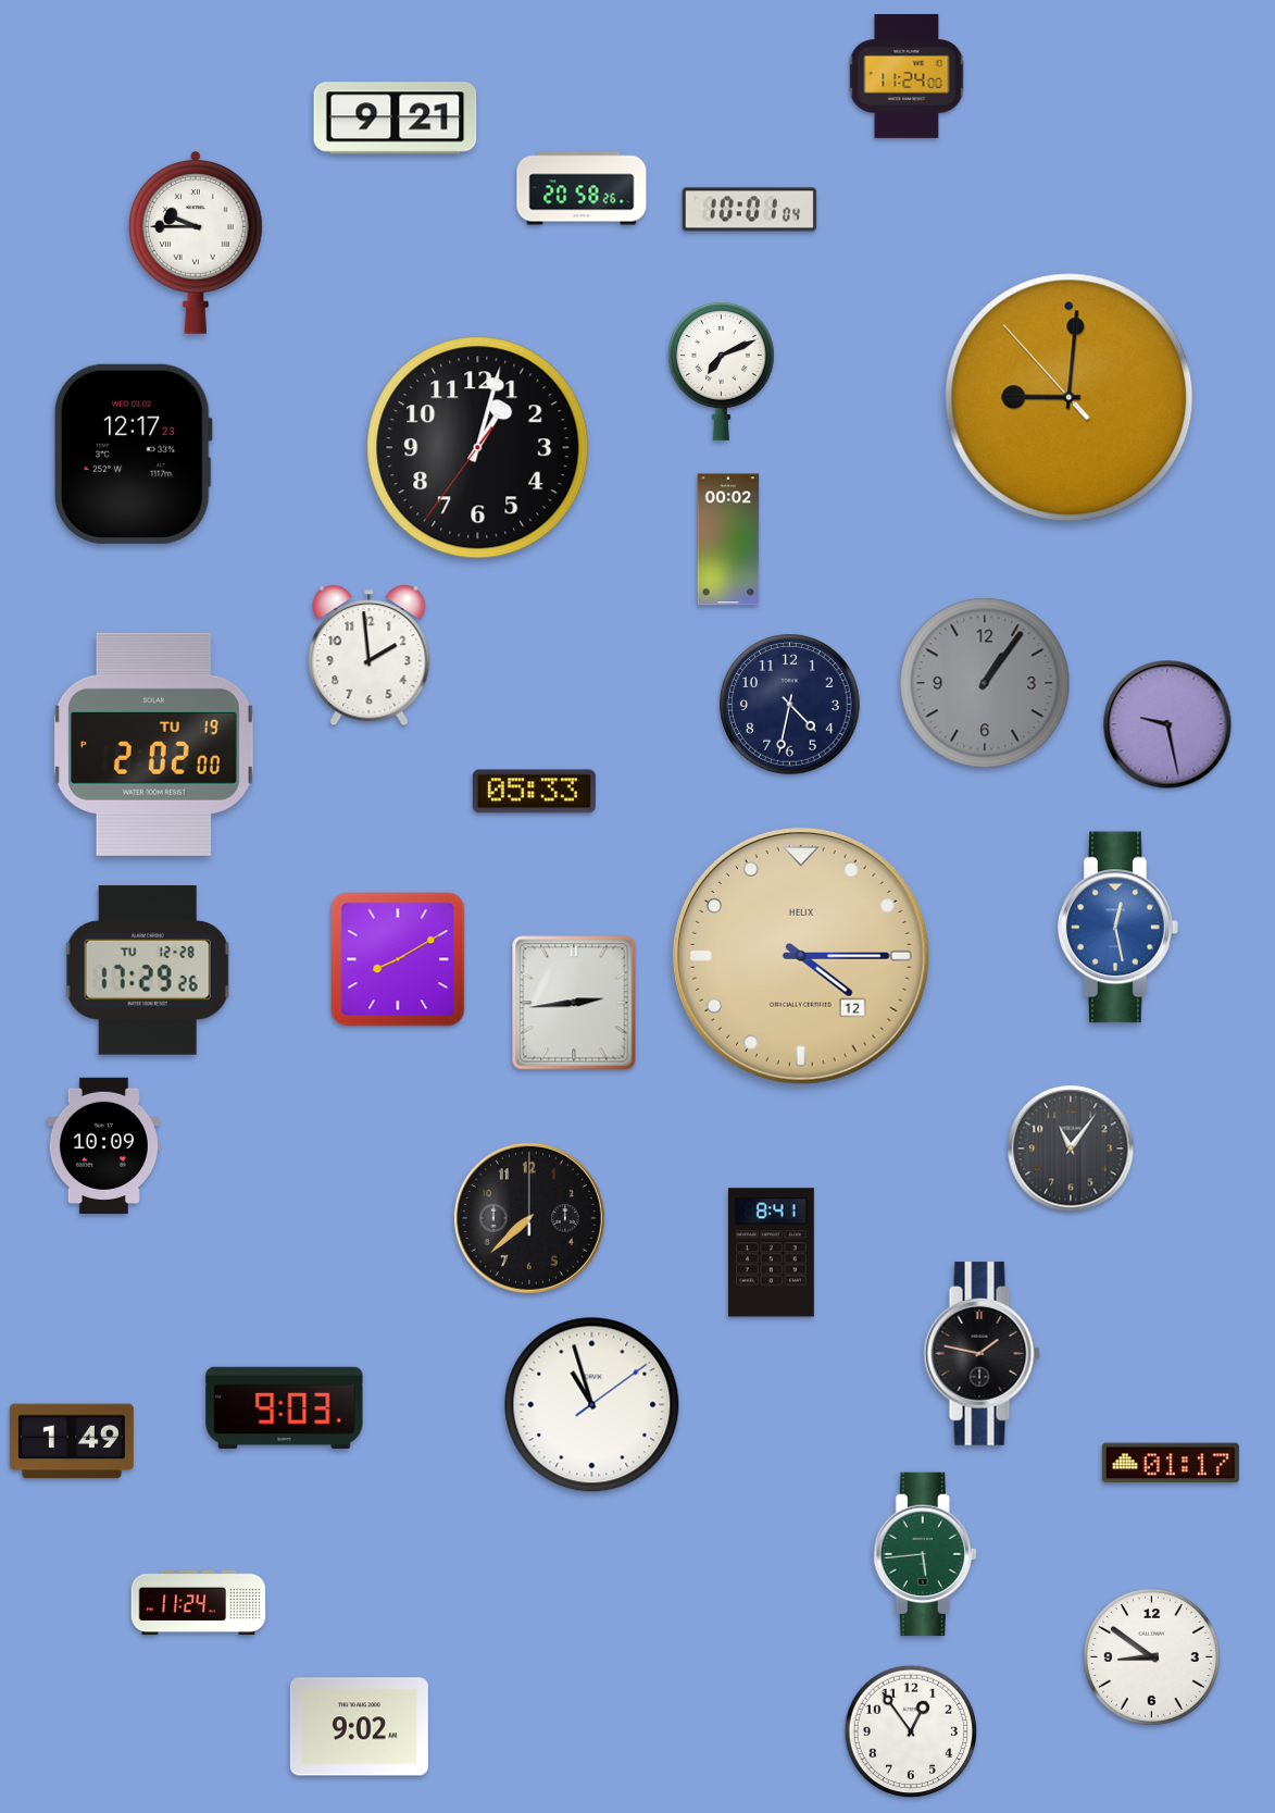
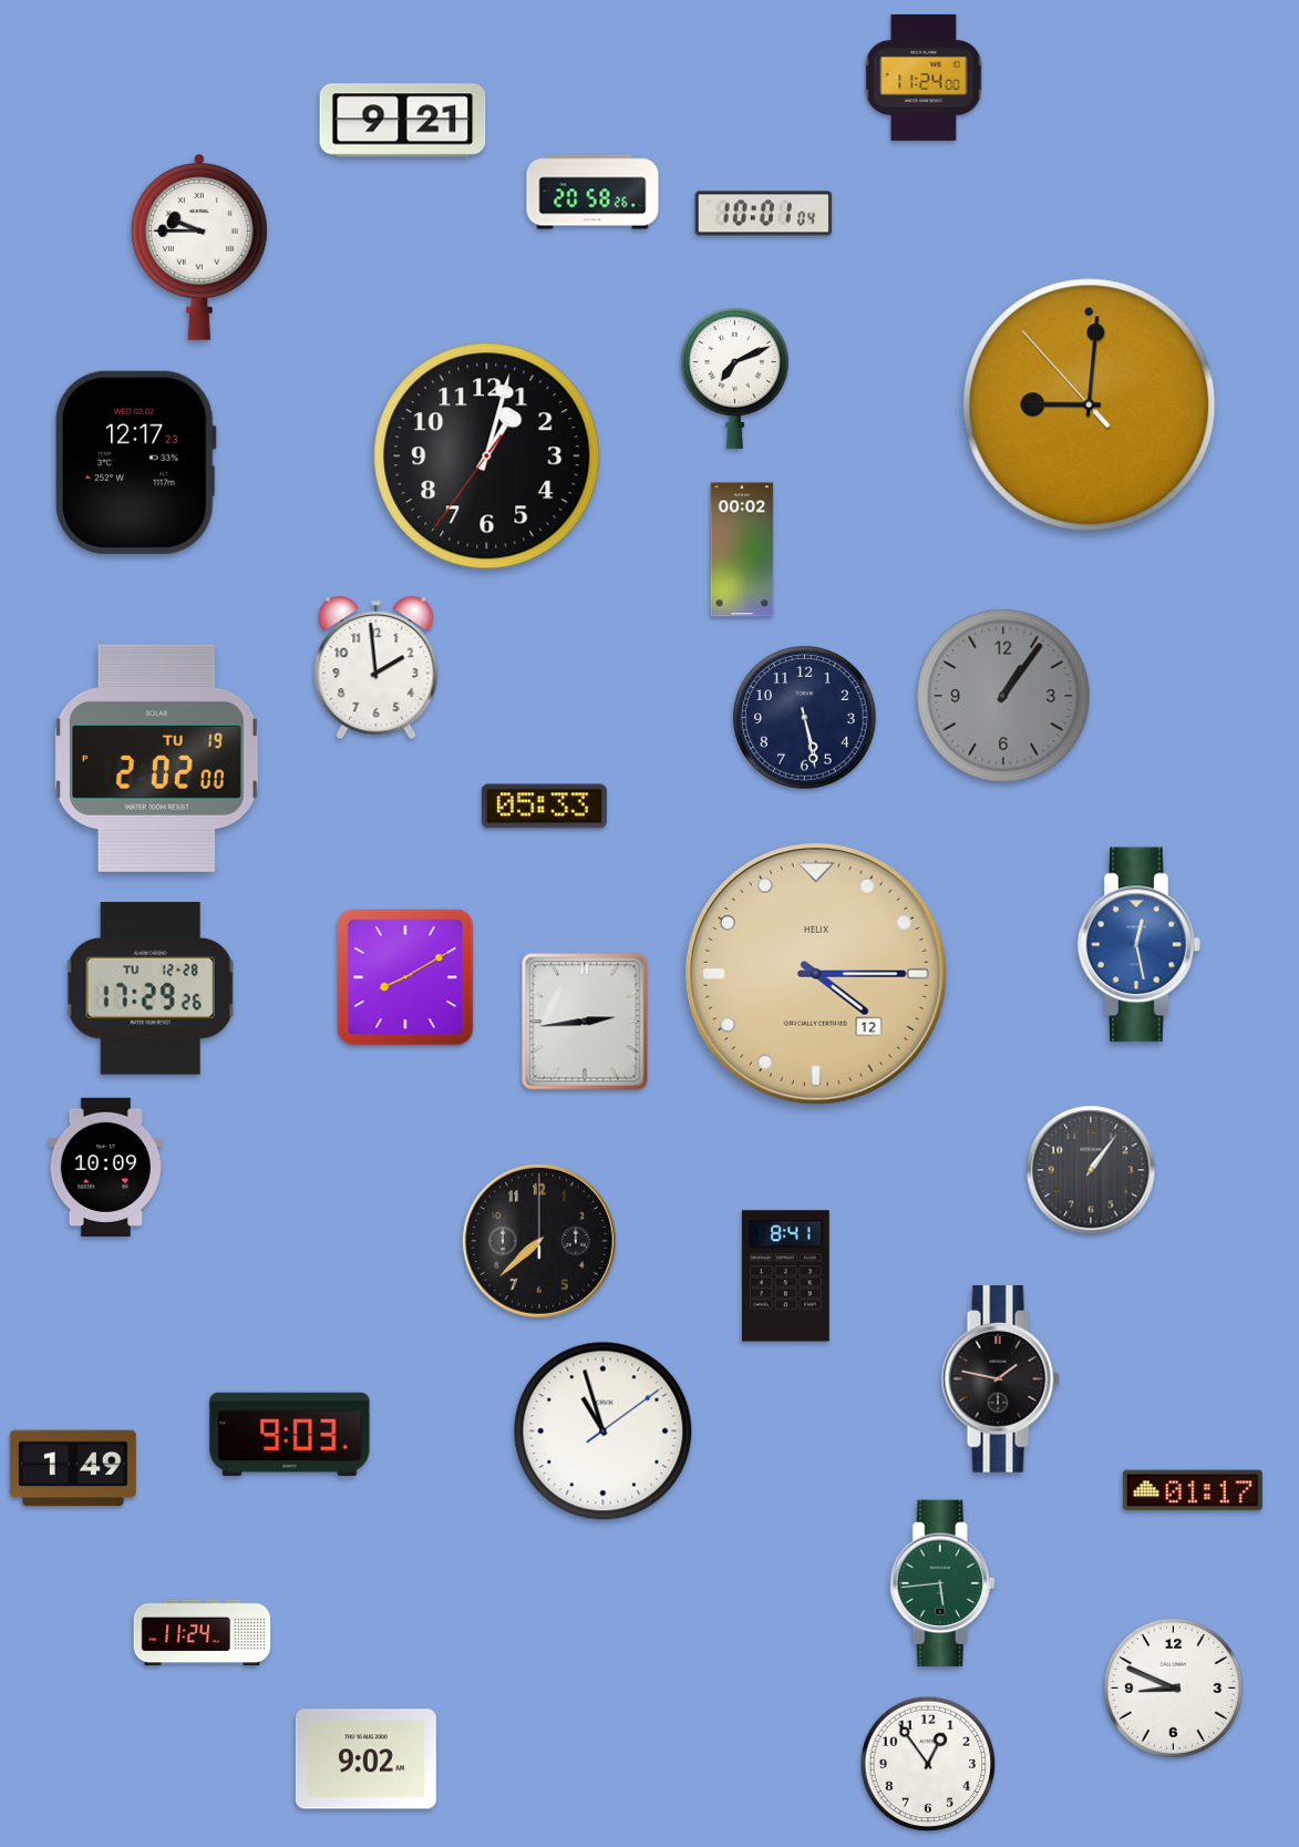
clock at (790, 705): 4:32 -> 5:28
clock at (1167, 724): 9:28 -> none
clock at (1071, 1148): 11:06 -> 1:06
clock at (1151, 1656): 8:51 -> 8:49
